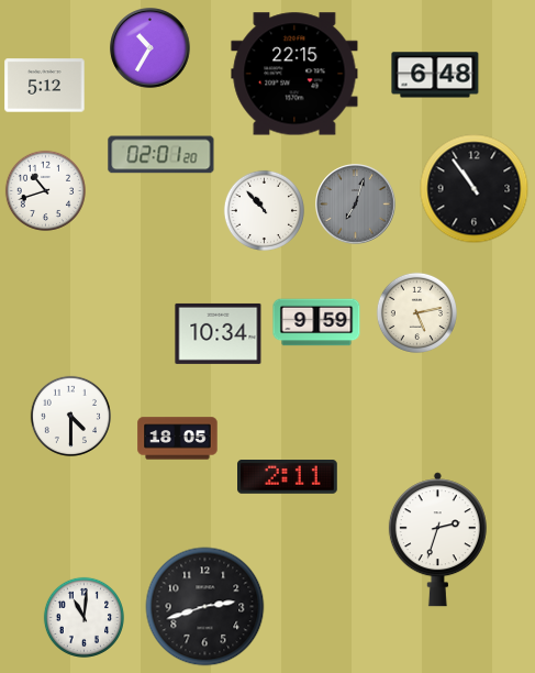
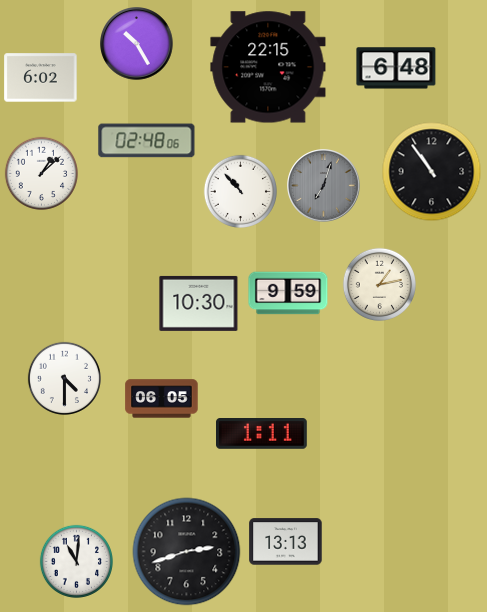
clock at (151, 48): 10:35 -> 10:25
clock at (45, 86): 5:12 -> 6:02
clock at (161, 155): 02:01 -> 02:48
clock at (45, 190): 10:42 -> 1:08
clock at (416, 312): 5:13 -> 1:13
clock at (219, 333): 10:34 -> 10:30
clock at (178, 439): 18:05 -> 06:05
clock at (288, 477): 2:11 -> 1:11
clock at (437, 540): 2:33 -> none
clock at (286, 542): none -> 13:13
